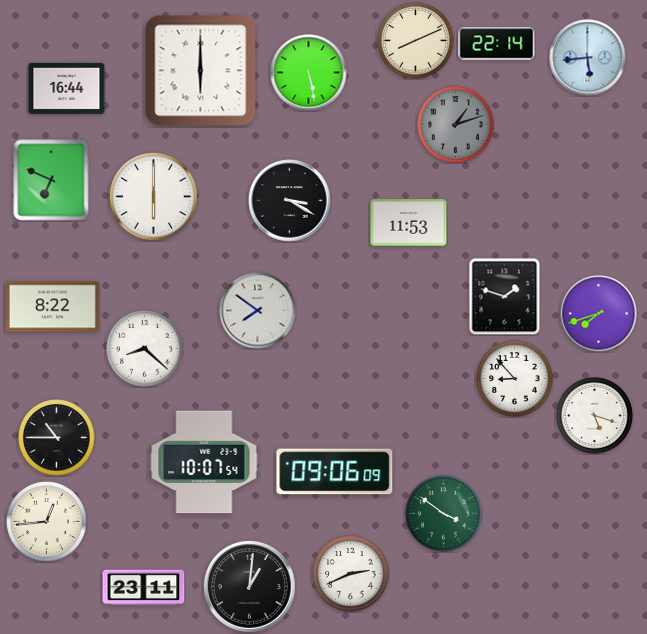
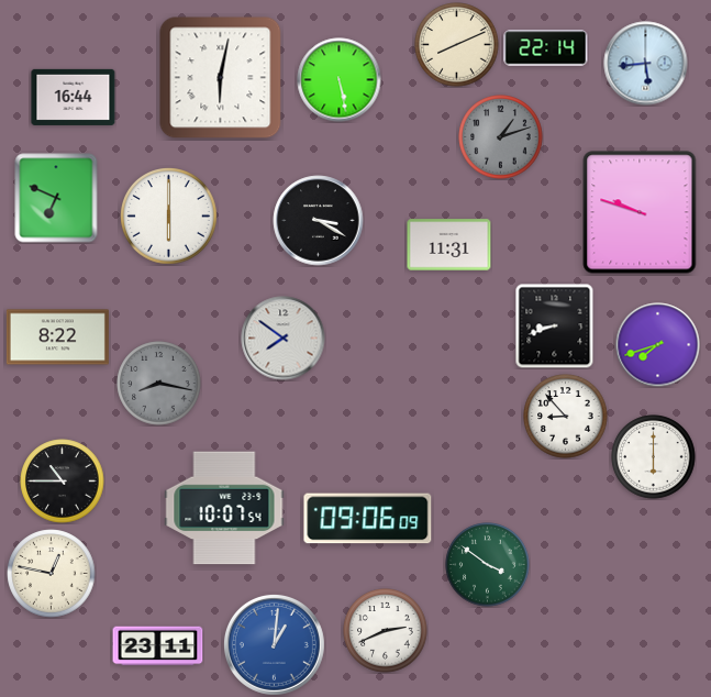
clock at (201, 71): 6:00 -> 6:02
clock at (640, 212): none -> 9:48
clock at (409, 223): 11:53 -> 11:31
clock at (505, 296): 1:48 -> 8:42
clock at (258, 311) position: (258, 311) -> (284, 339)
clock at (145, 349): 8:22 -> 8:17
clock at (145, 349) dial: white -> grey
clock at (595, 416): 5:18 -> 6:00
clock at (47, 522): 12:44 -> 12:47
clock at (249, 586) dial: black -> blue
